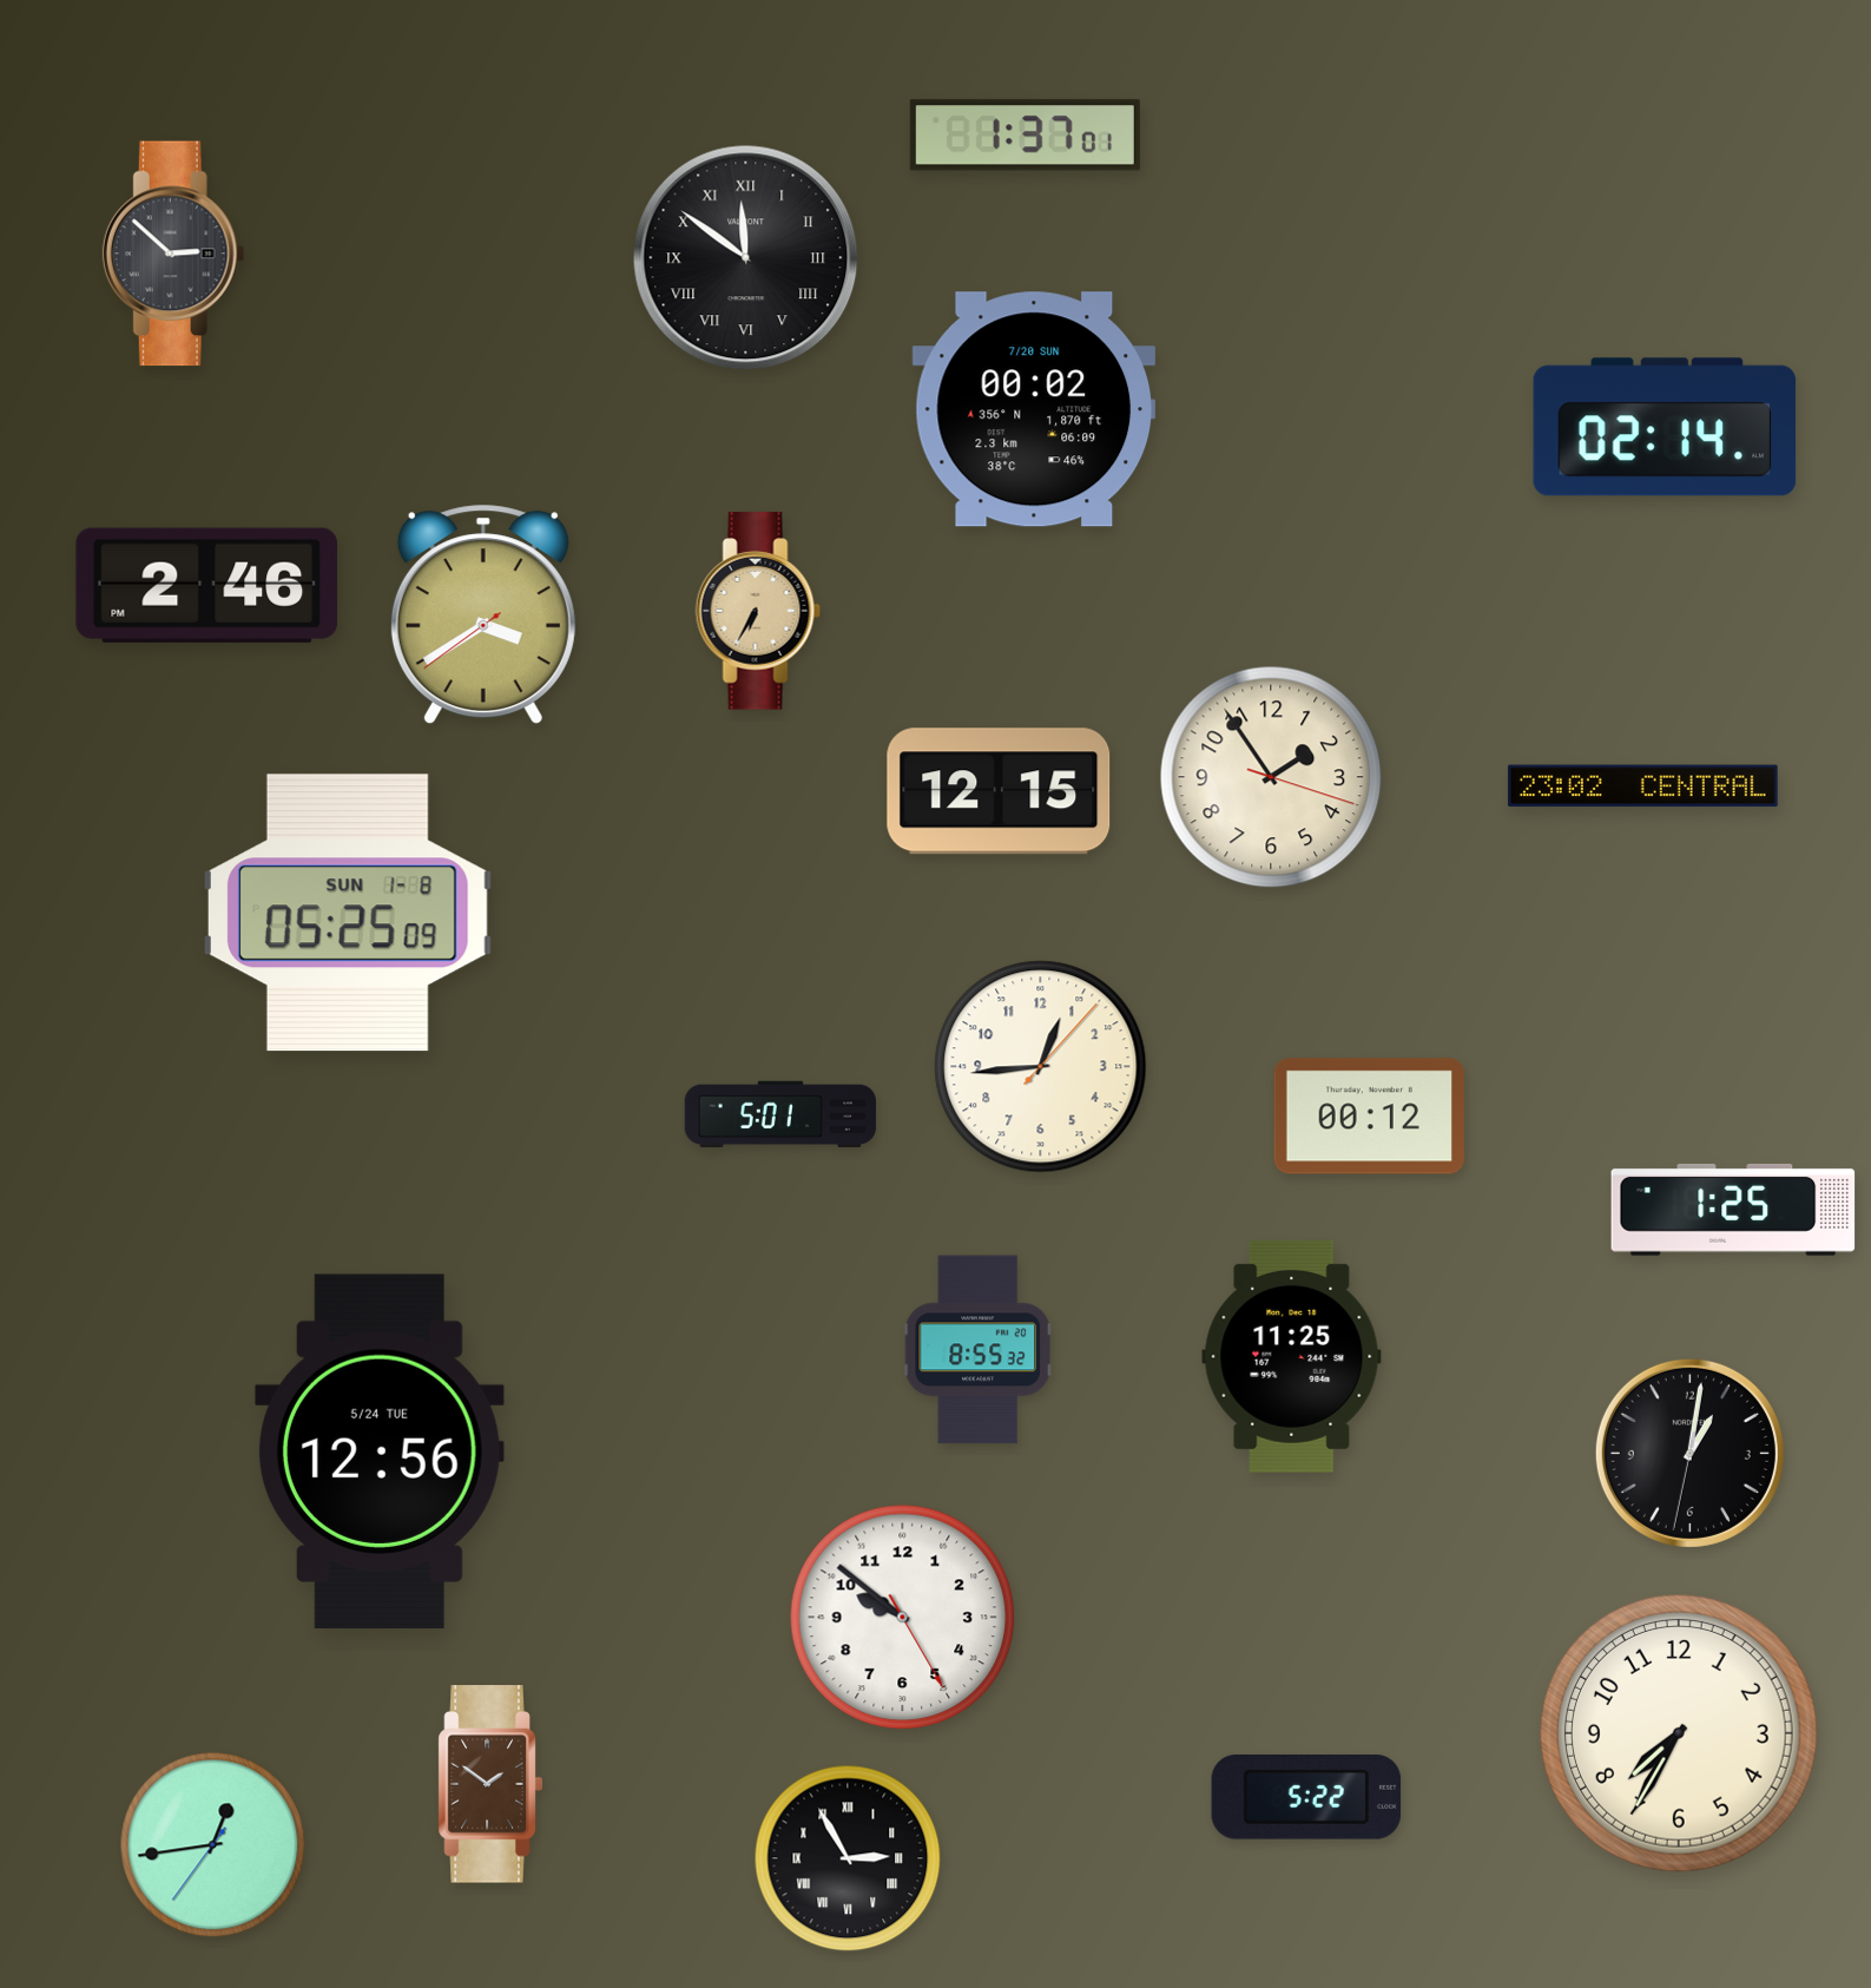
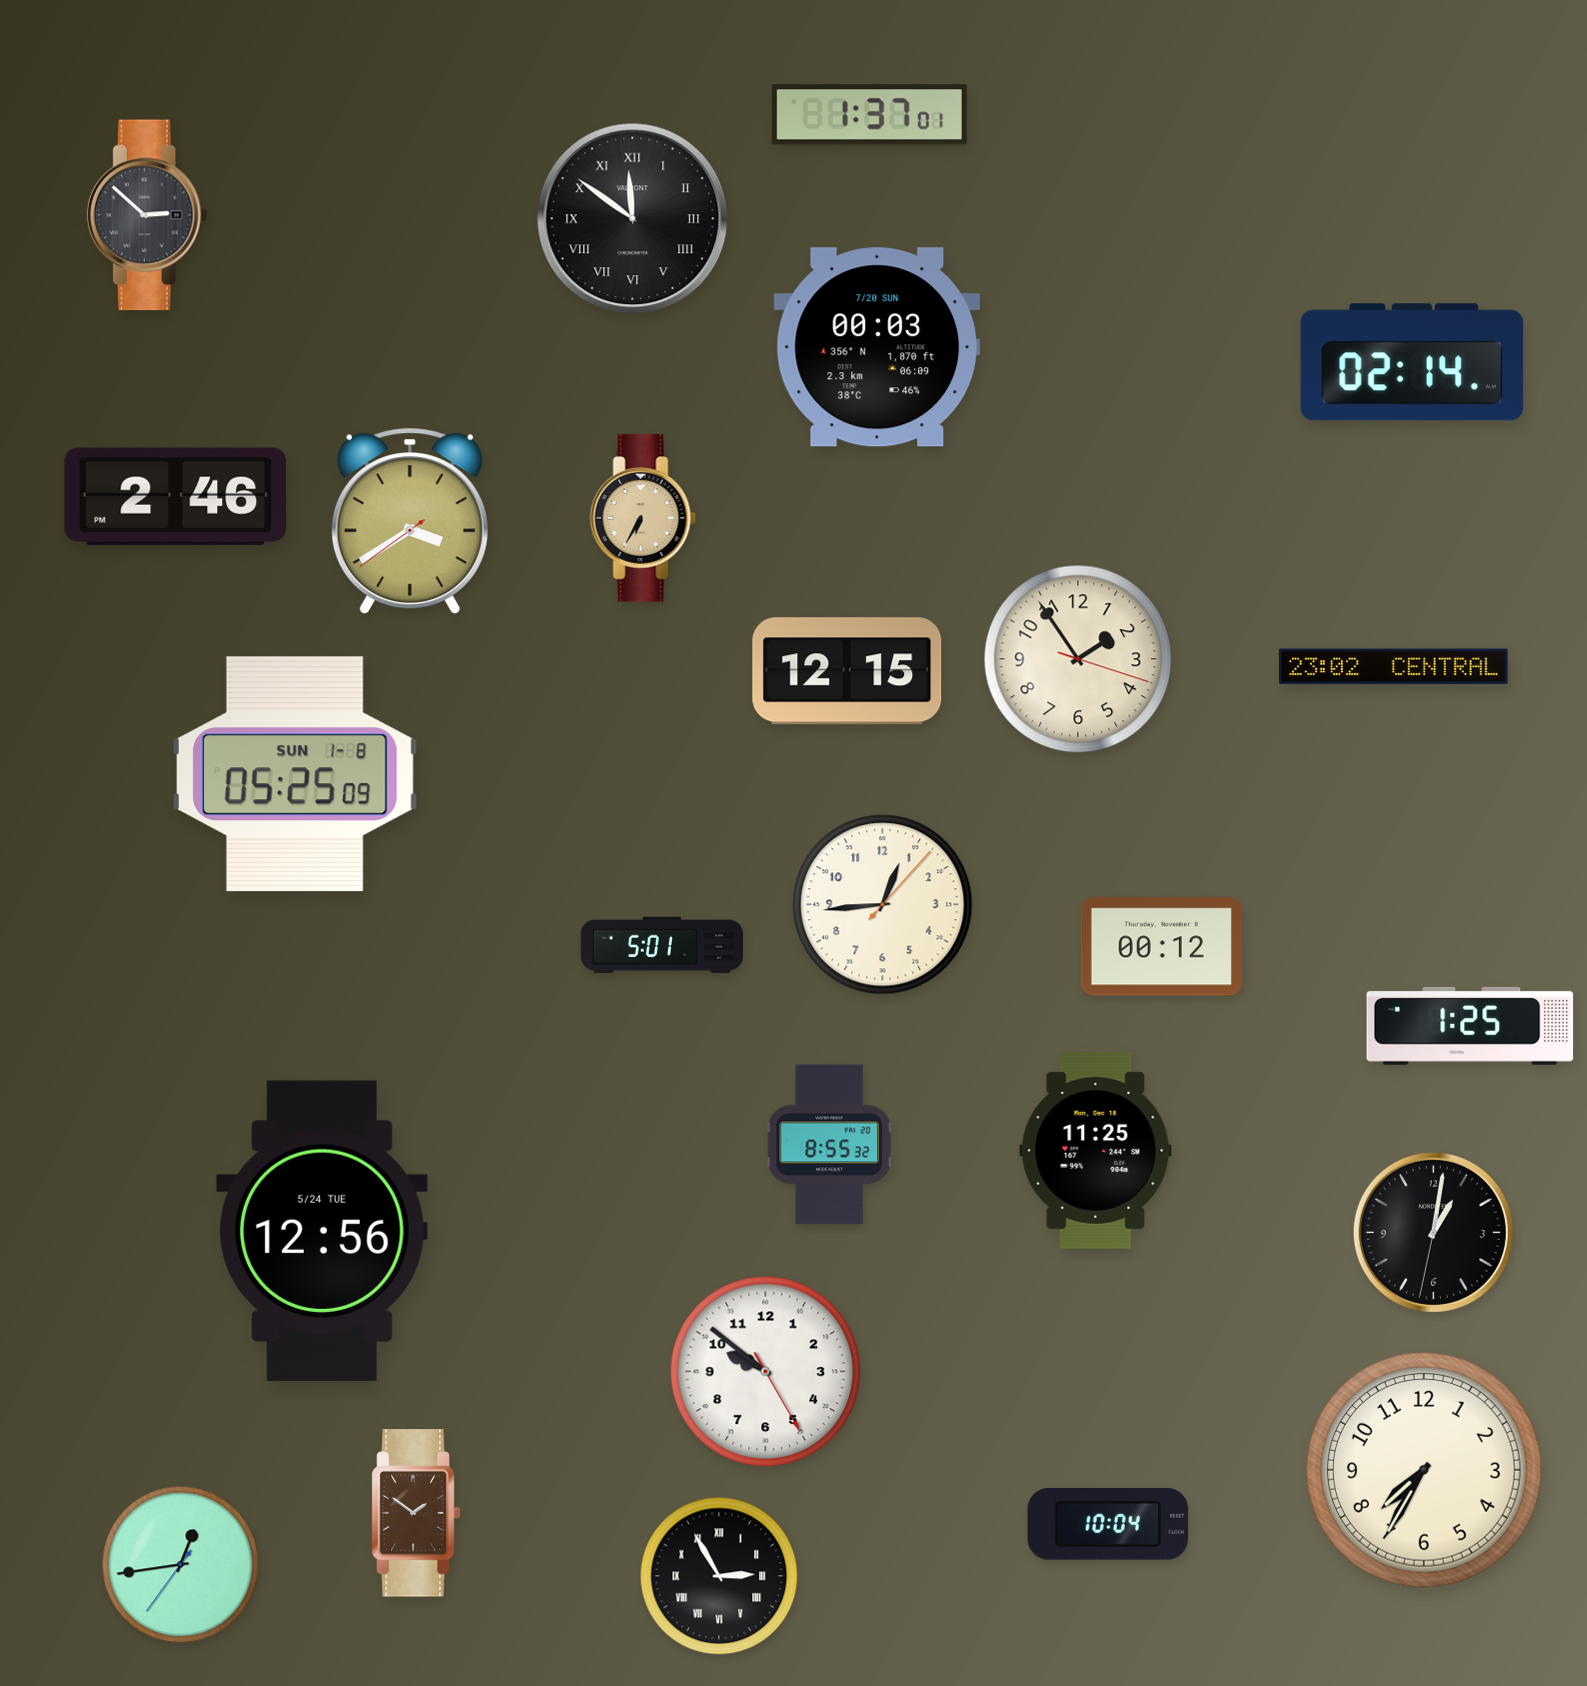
clock at (1034, 409): 00:02 -> 00:03
clock at (1306, 1798): 5:22 -> 10:04
